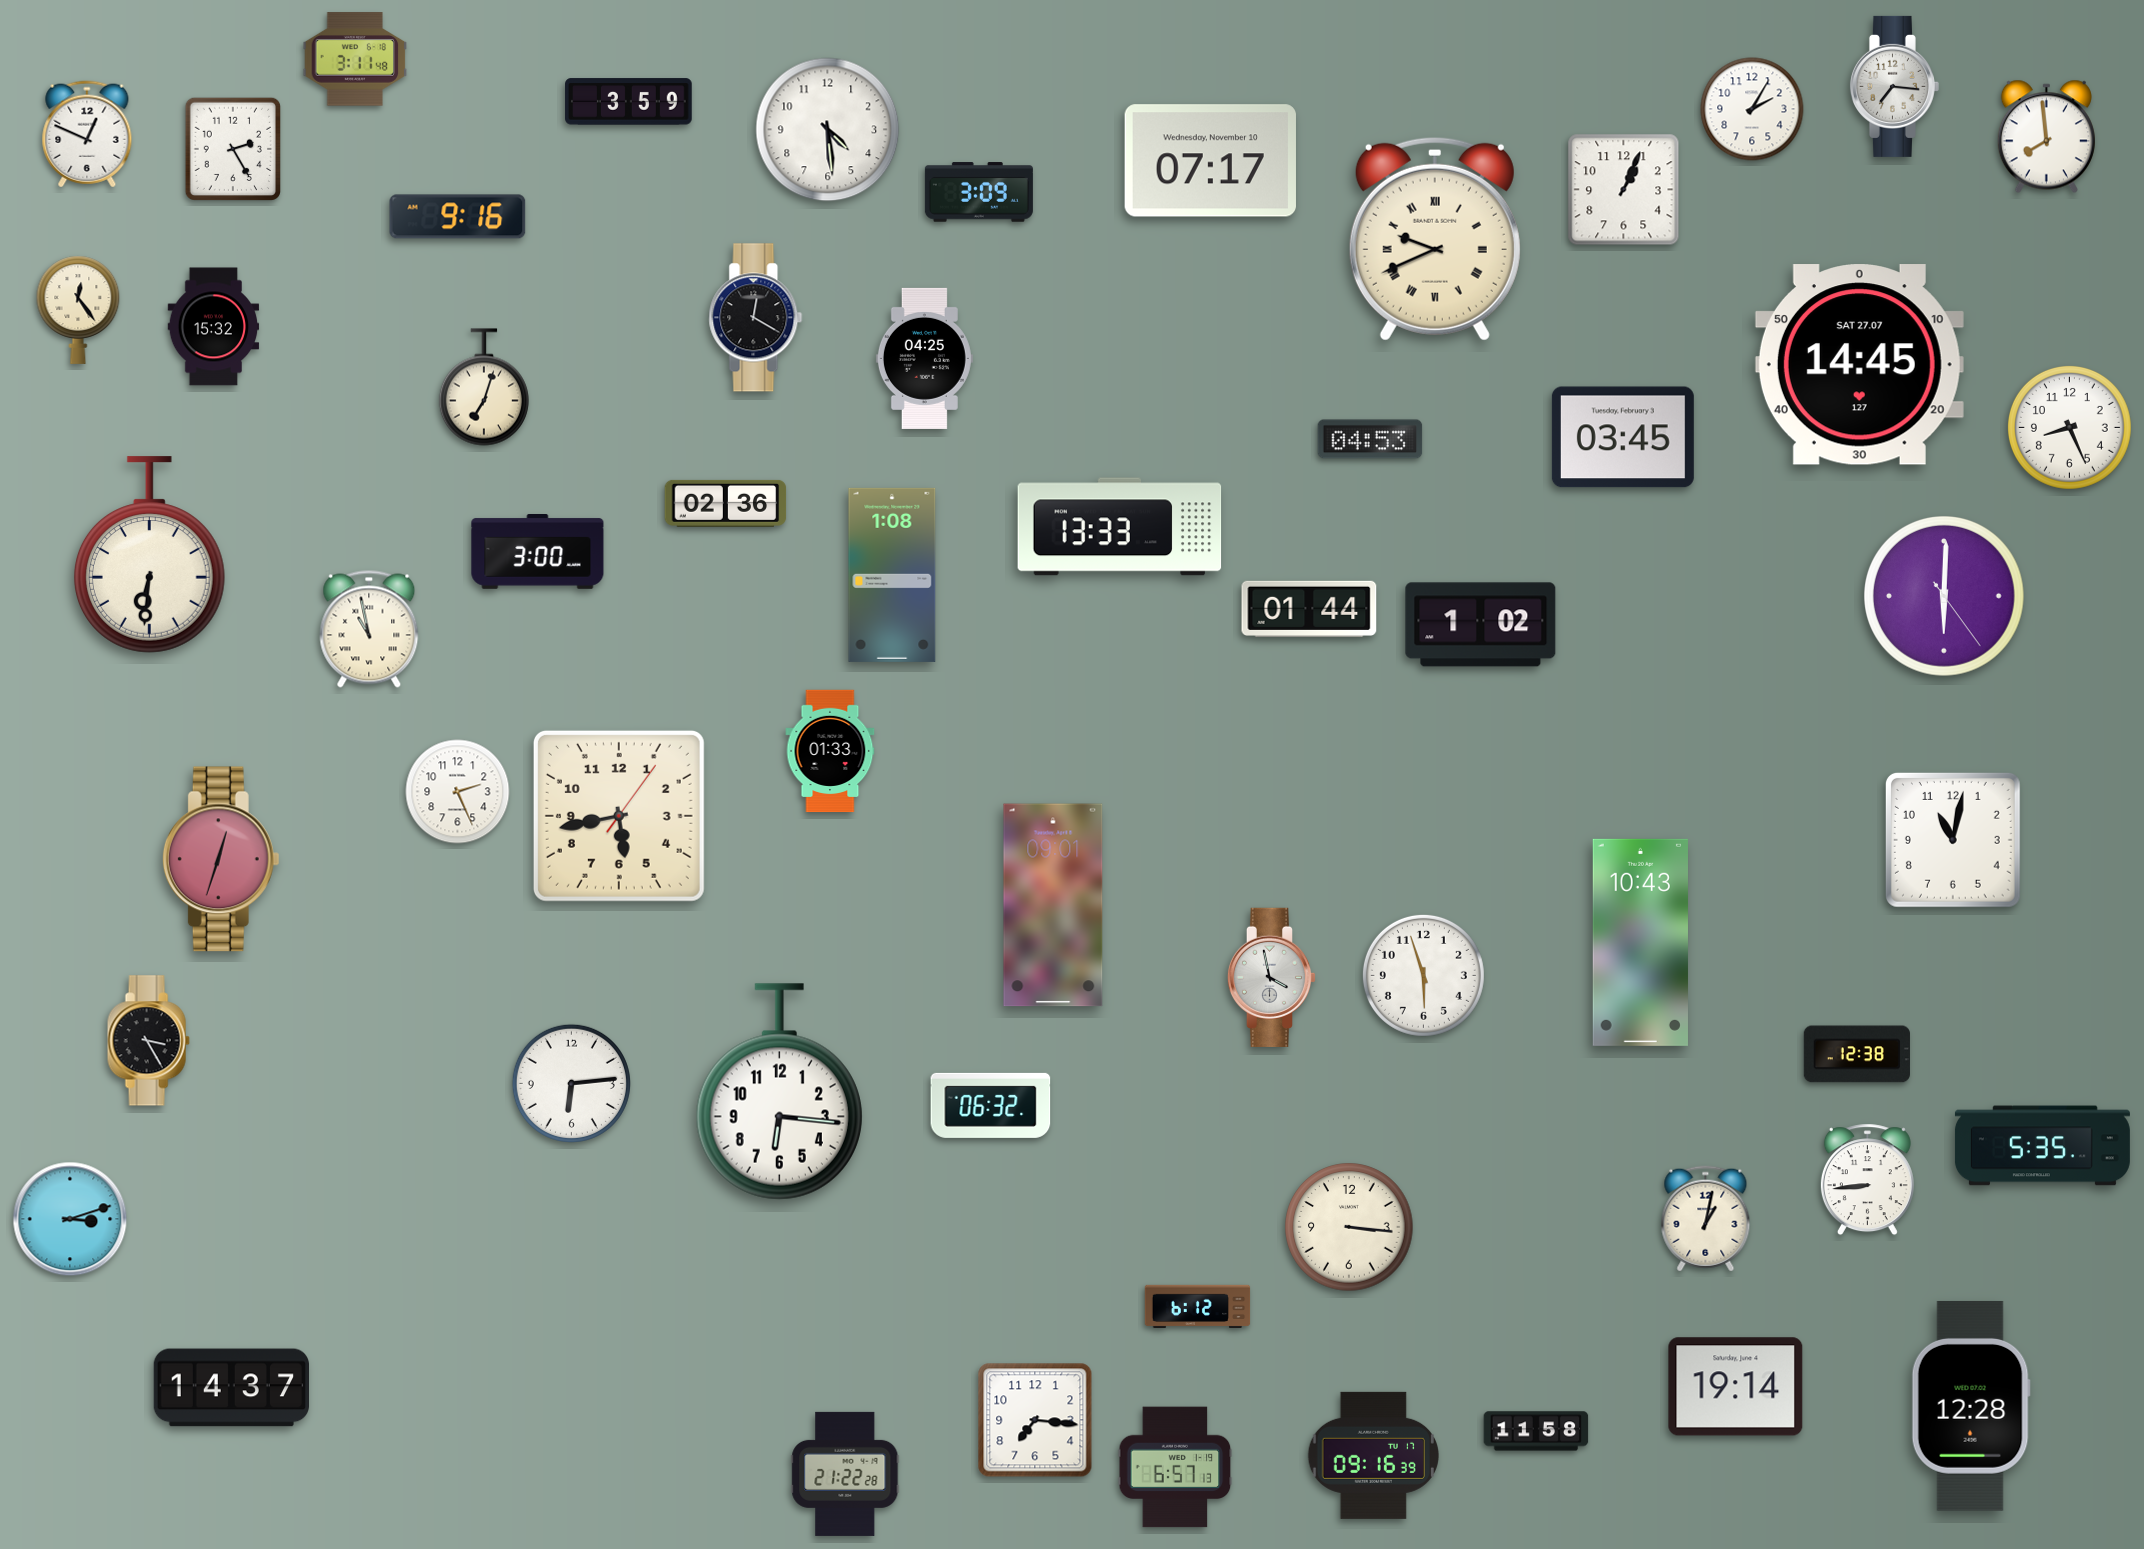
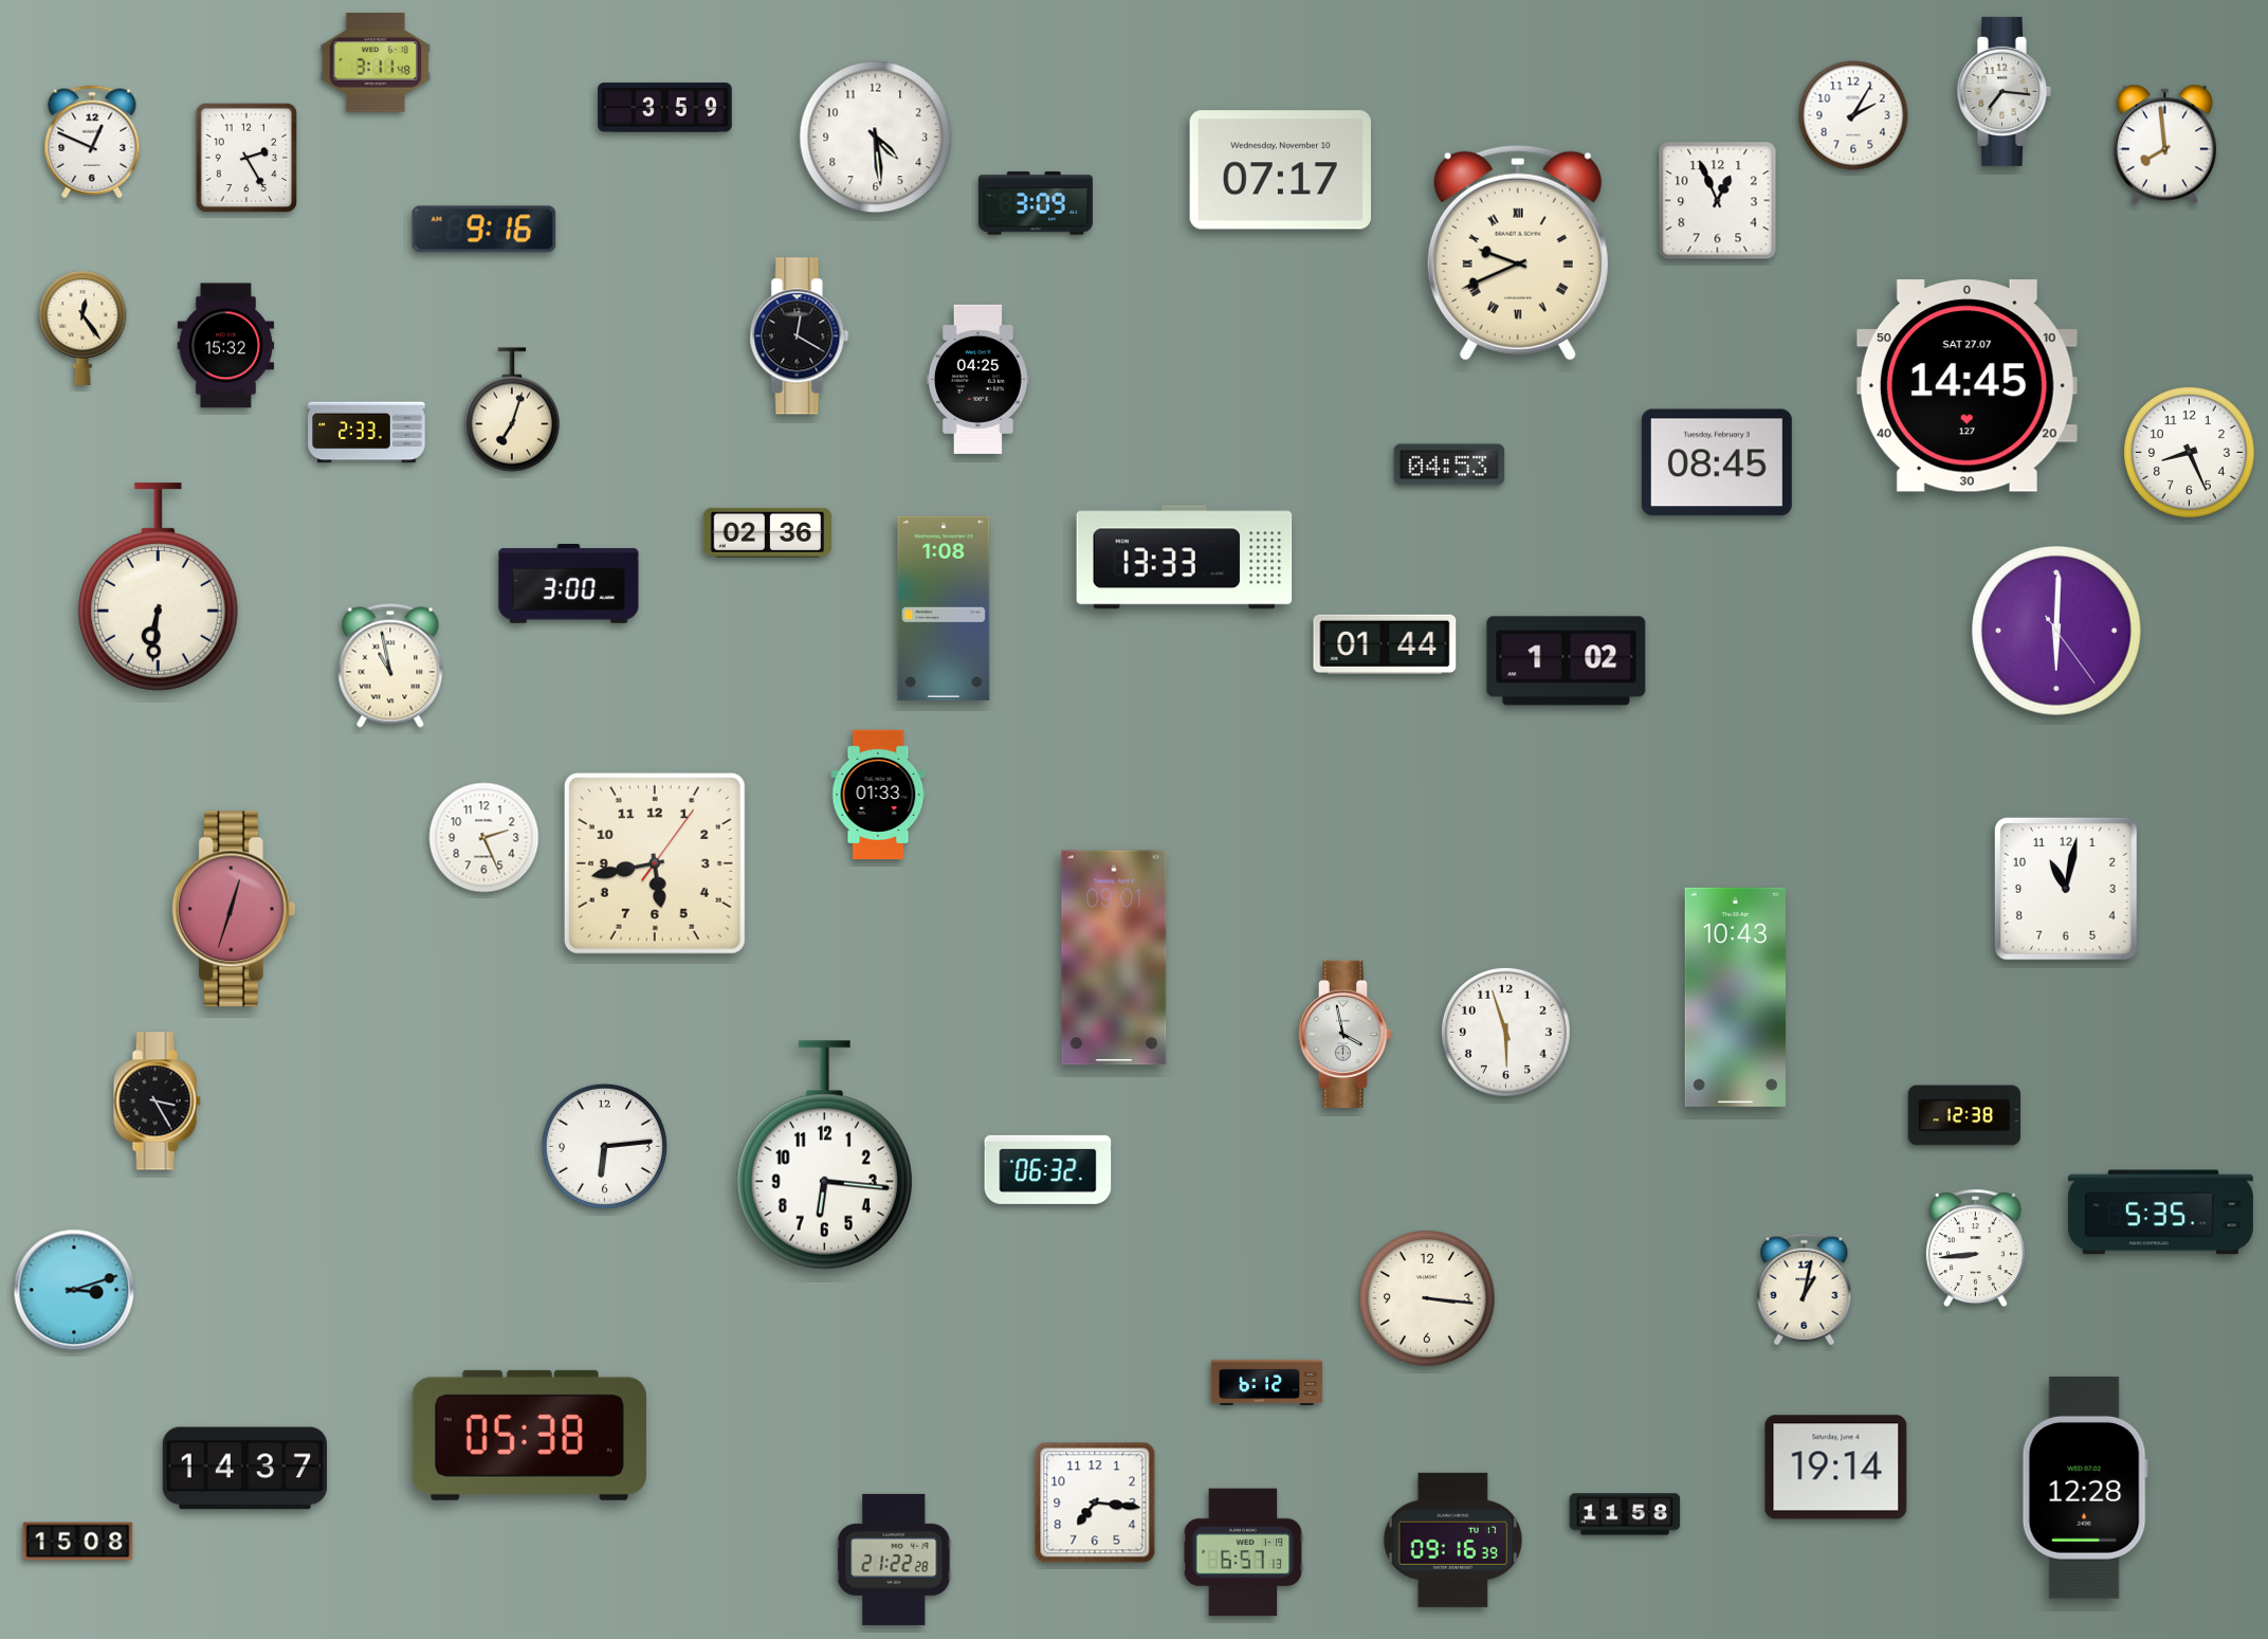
clock at (1624, 190): 1:04 -> 12:56
clock at (367, 433): none -> 2:33
clock at (1623, 437): 03:45 -> 08:45
clock at (529, 1435): none -> 05:38
clock at (78, 1542): none -> 15:08
